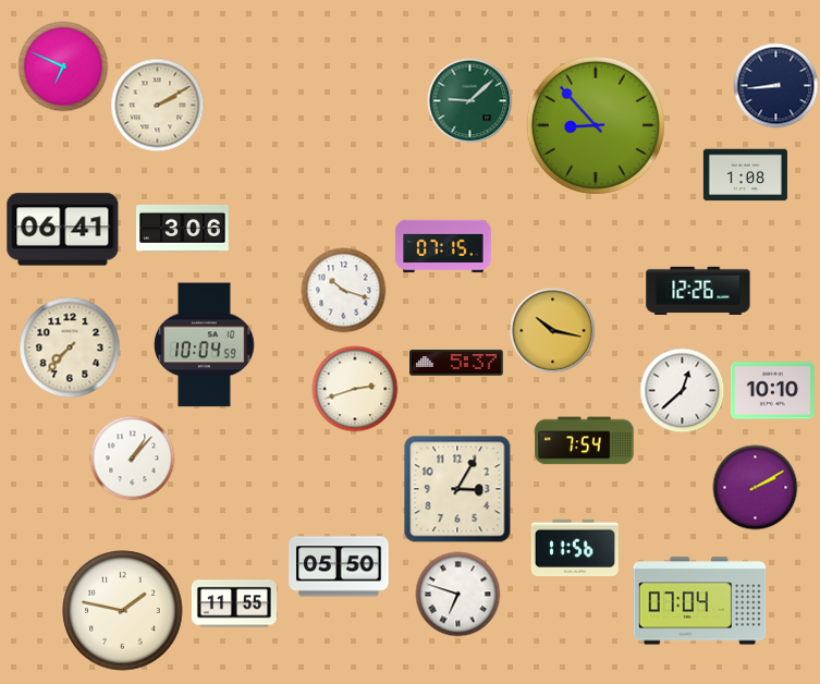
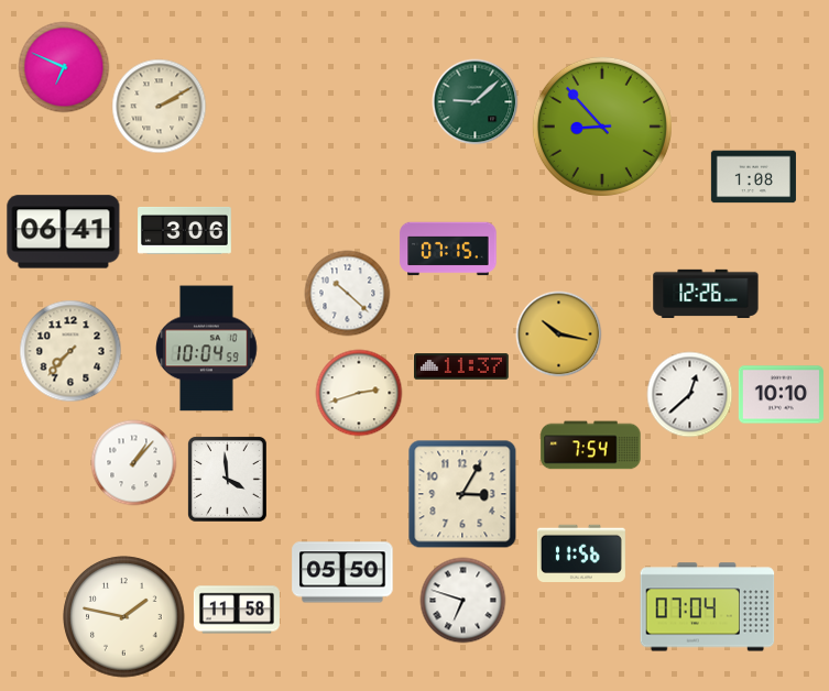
clock at (775, 85): 8:44 -> none
clock at (343, 290): 10:18 -> 10:22
clock at (456, 363): 5:37 -> 11:37
clock at (227, 479): none -> 3:59
clock at (755, 487): 2:10 -> none
clock at (234, 603): 11:55 -> 11:58
